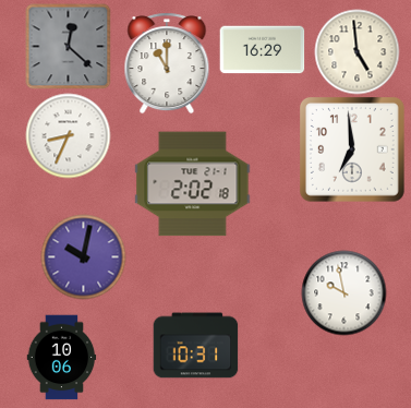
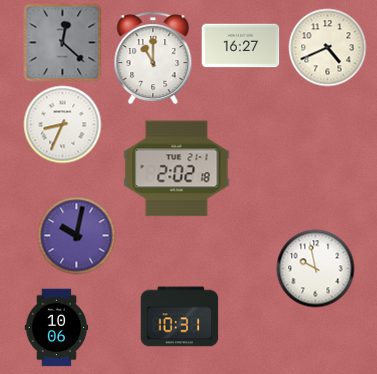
clock at (262, 50): 16:29 -> 16:27
clock at (356, 51): 4:59 -> 4:41
clock at (353, 151): 6:59 -> none
